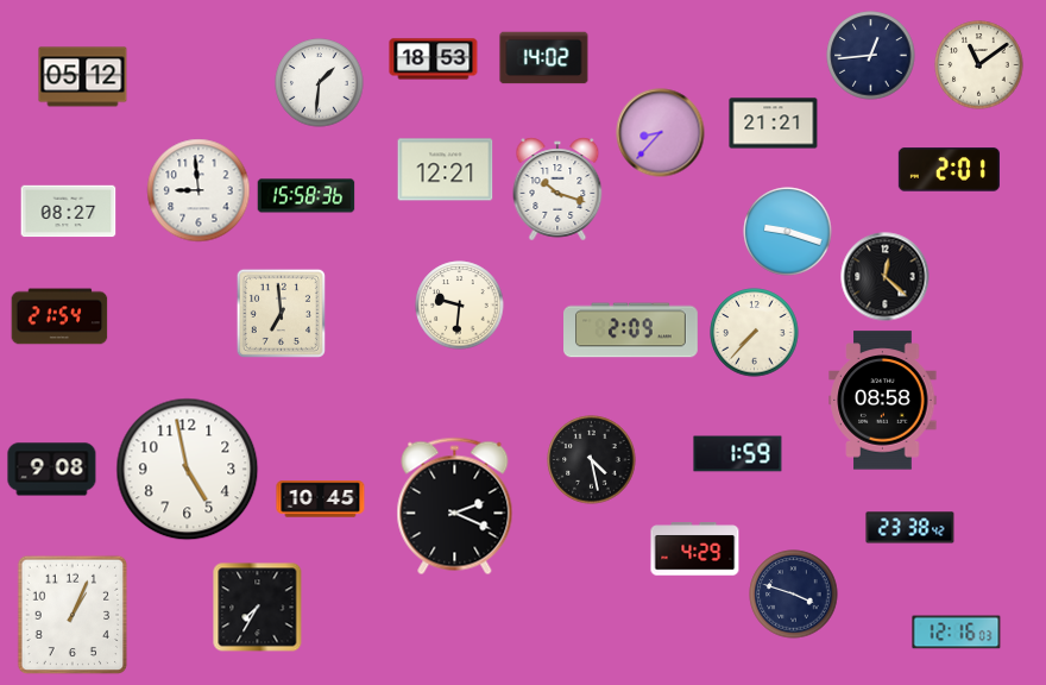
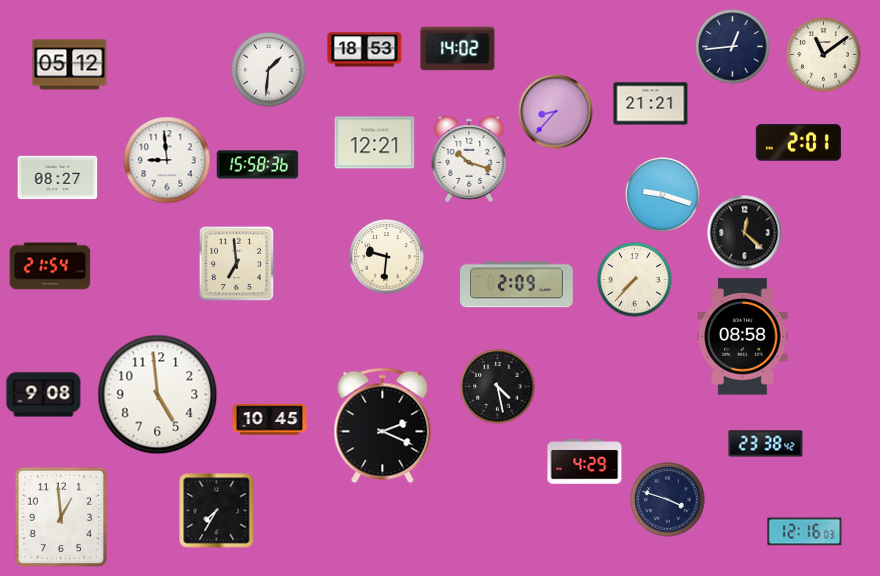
clock at (631, 331) position: (631, 331) -> (517, 285)
clock at (738, 454): 1:59 -> none
clock at (188, 470): 4:58 -> 4:59
clock at (73, 615): 1:04 -> 12:59
